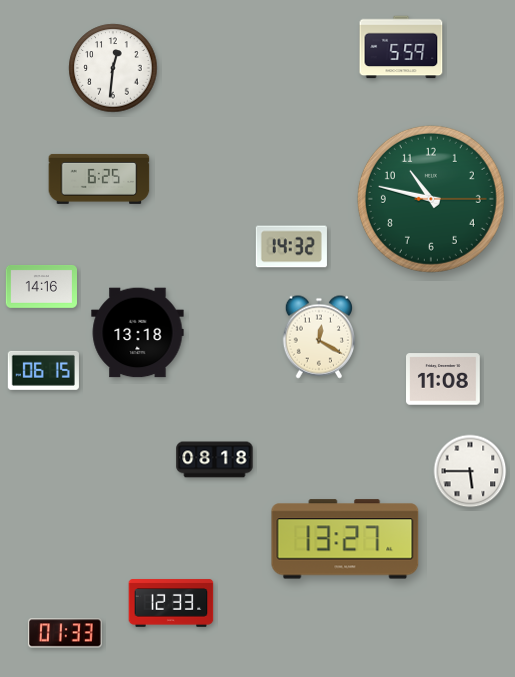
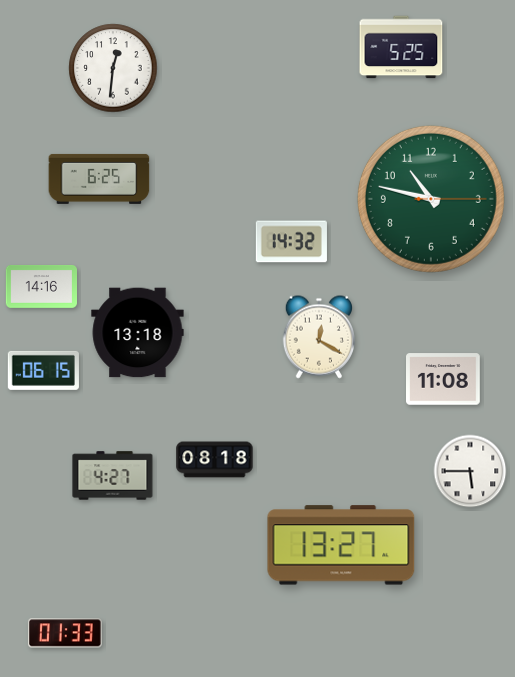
clock at (401, 47): 5:59 -> 5:25
clock at (291, 247) position: (291, 247) -> (291, 242)
clock at (113, 476): none -> 4:27
clock at (345, 539) position: (345, 539) -> (341, 545)
clock at (171, 603): 12:33 -> none
